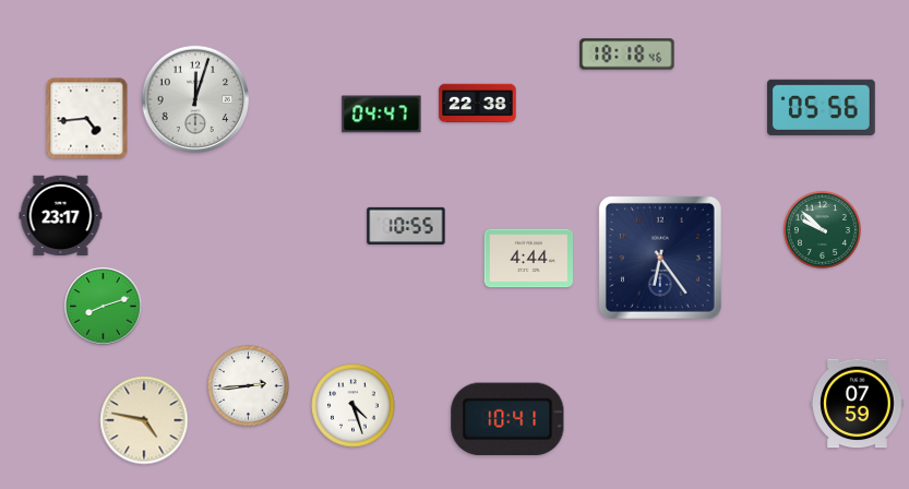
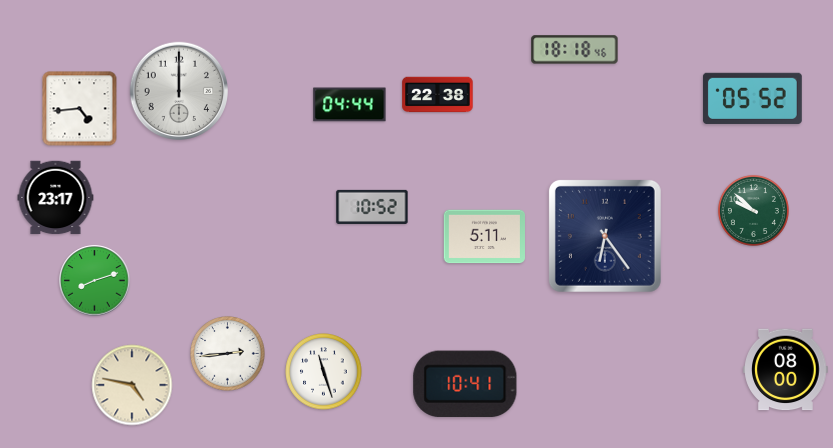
clock at (194, 98): 12:03 -> 12:00
clock at (821, 107): 05:56 -> 05:52
clock at (382, 115): 04:47 -> 04:44
clock at (406, 226): 10:55 -> 10:52
clock at (528, 259): 4:44 -> 5:11
clock at (858, 404): 07:59 -> 08:00
clock at (354, 406): 4:27 -> 11:27
